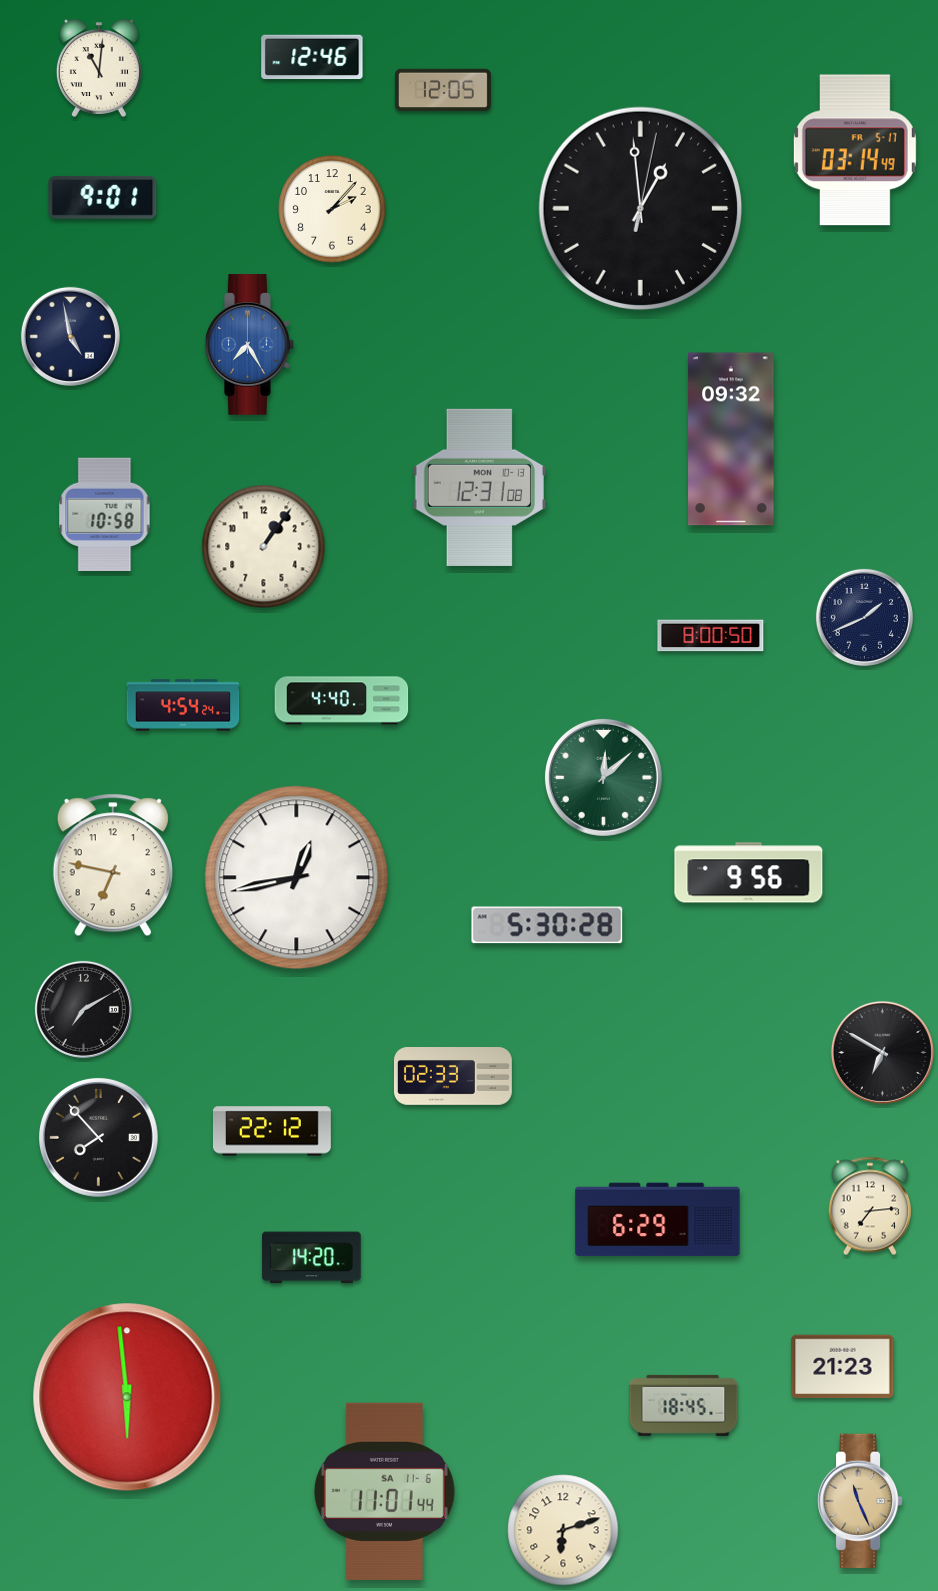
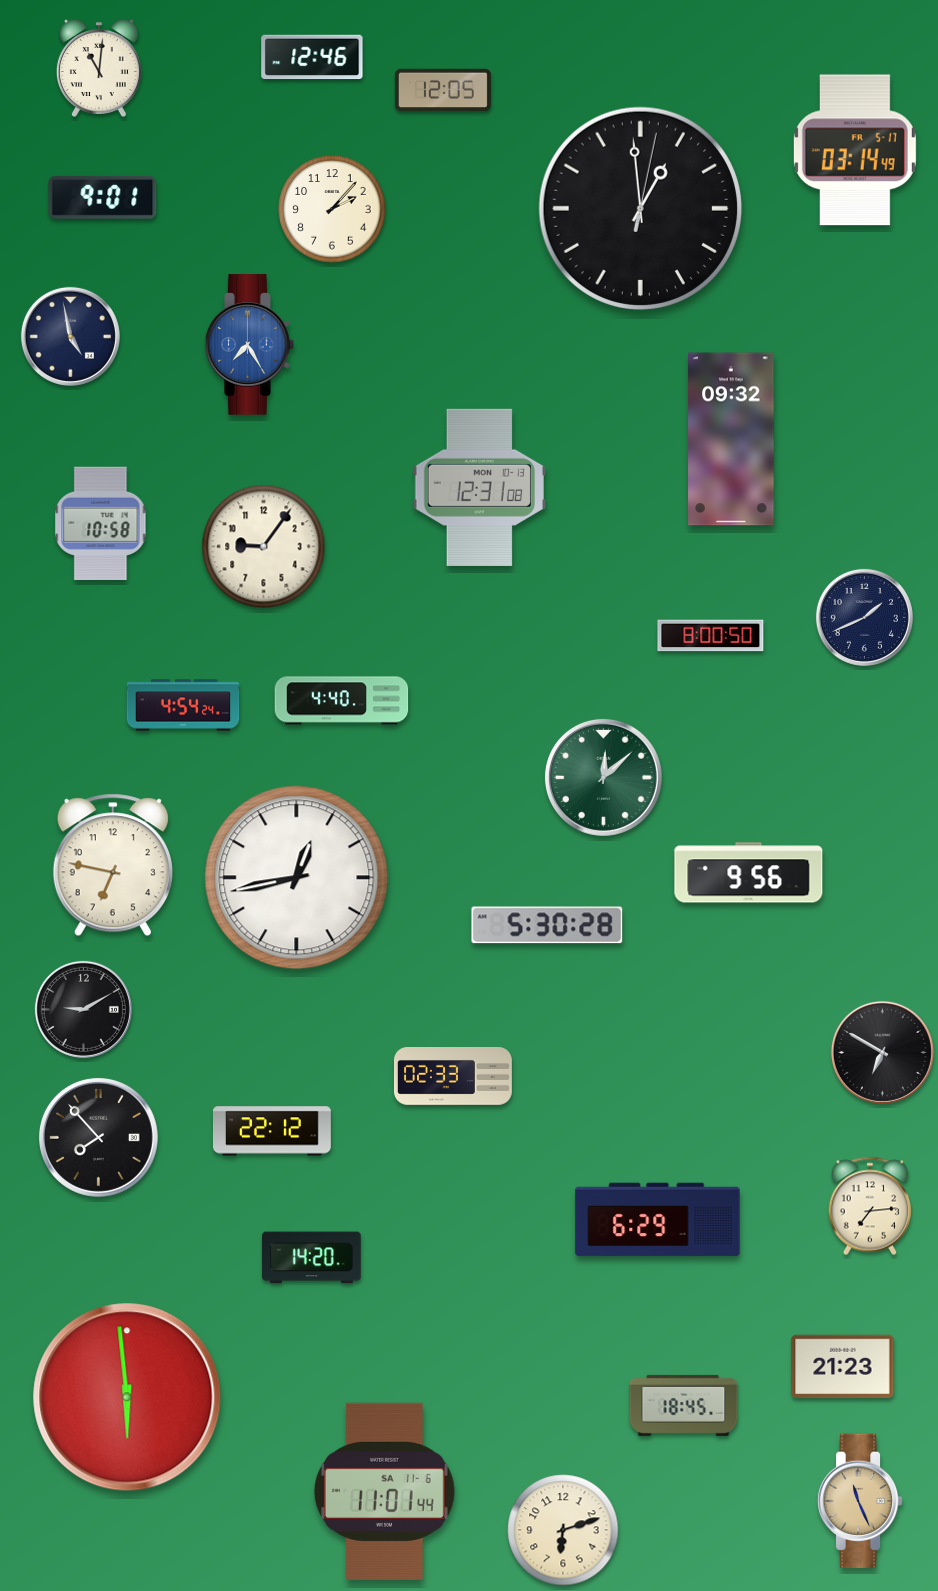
clock at (105, 515) position: (105, 515) -> (101, 524)
clock at (264, 547): 1:06 -> 9:06
clock at (83, 1009): 7:10 -> 9:10
